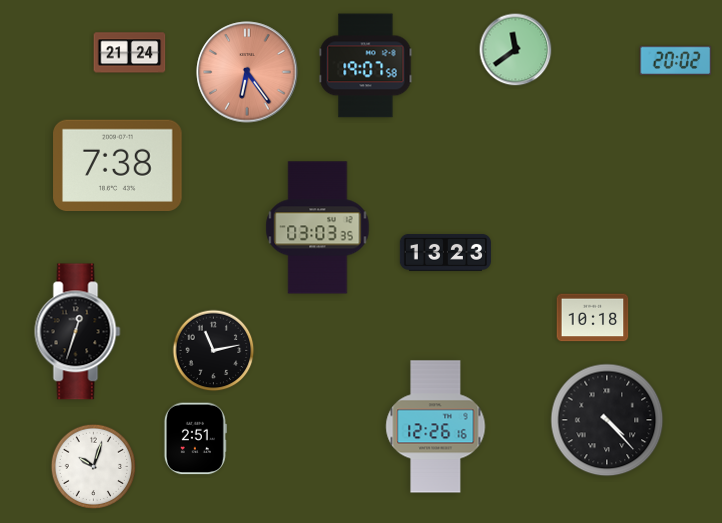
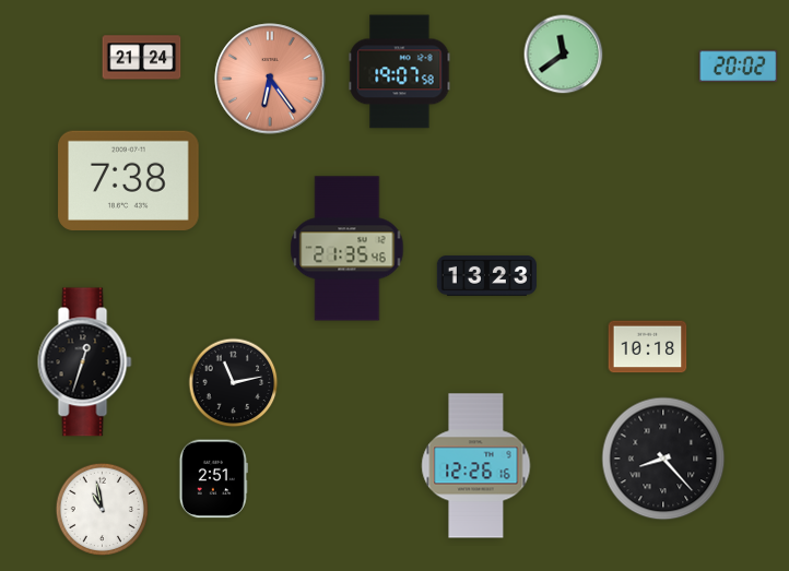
clock at (318, 228): 03:03 -> 21:35
clock at (607, 420): 4:23 -> 8:23
clock at (94, 467): 10:03 -> 10:58
